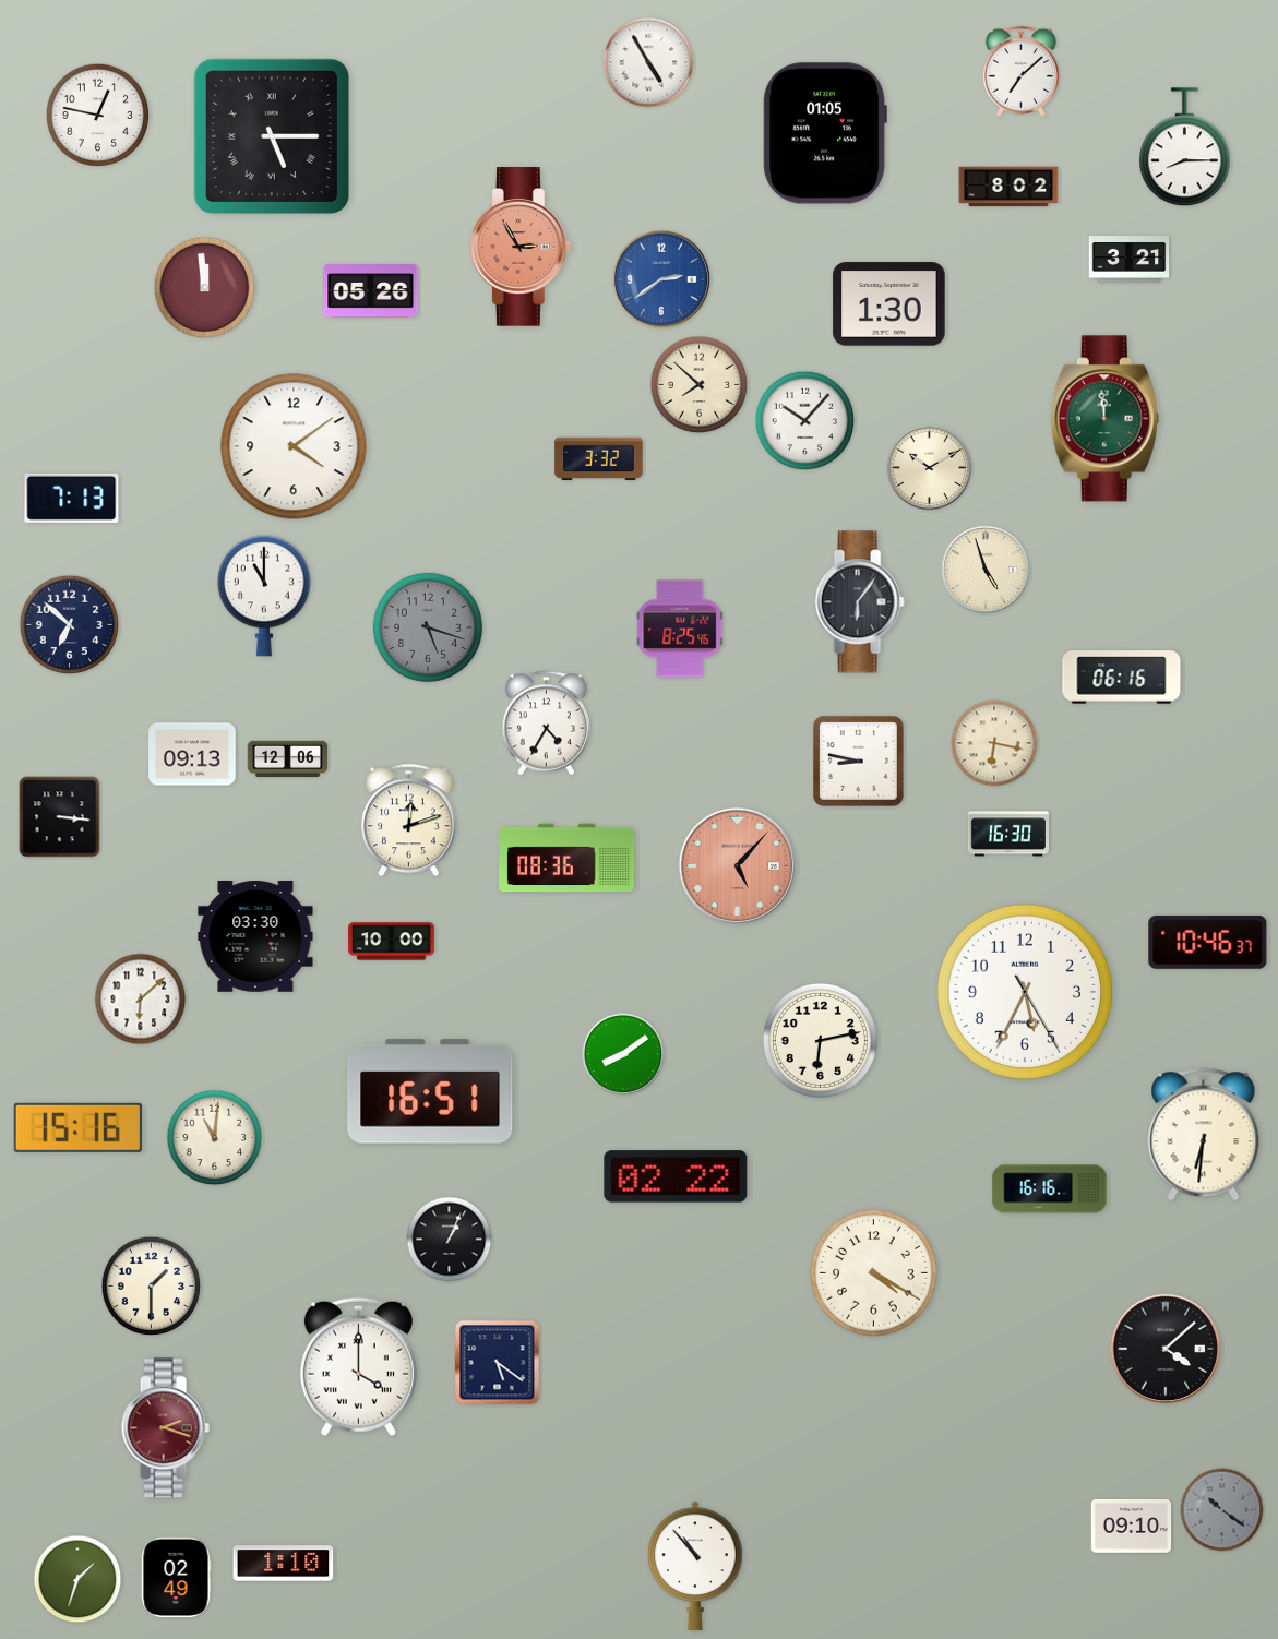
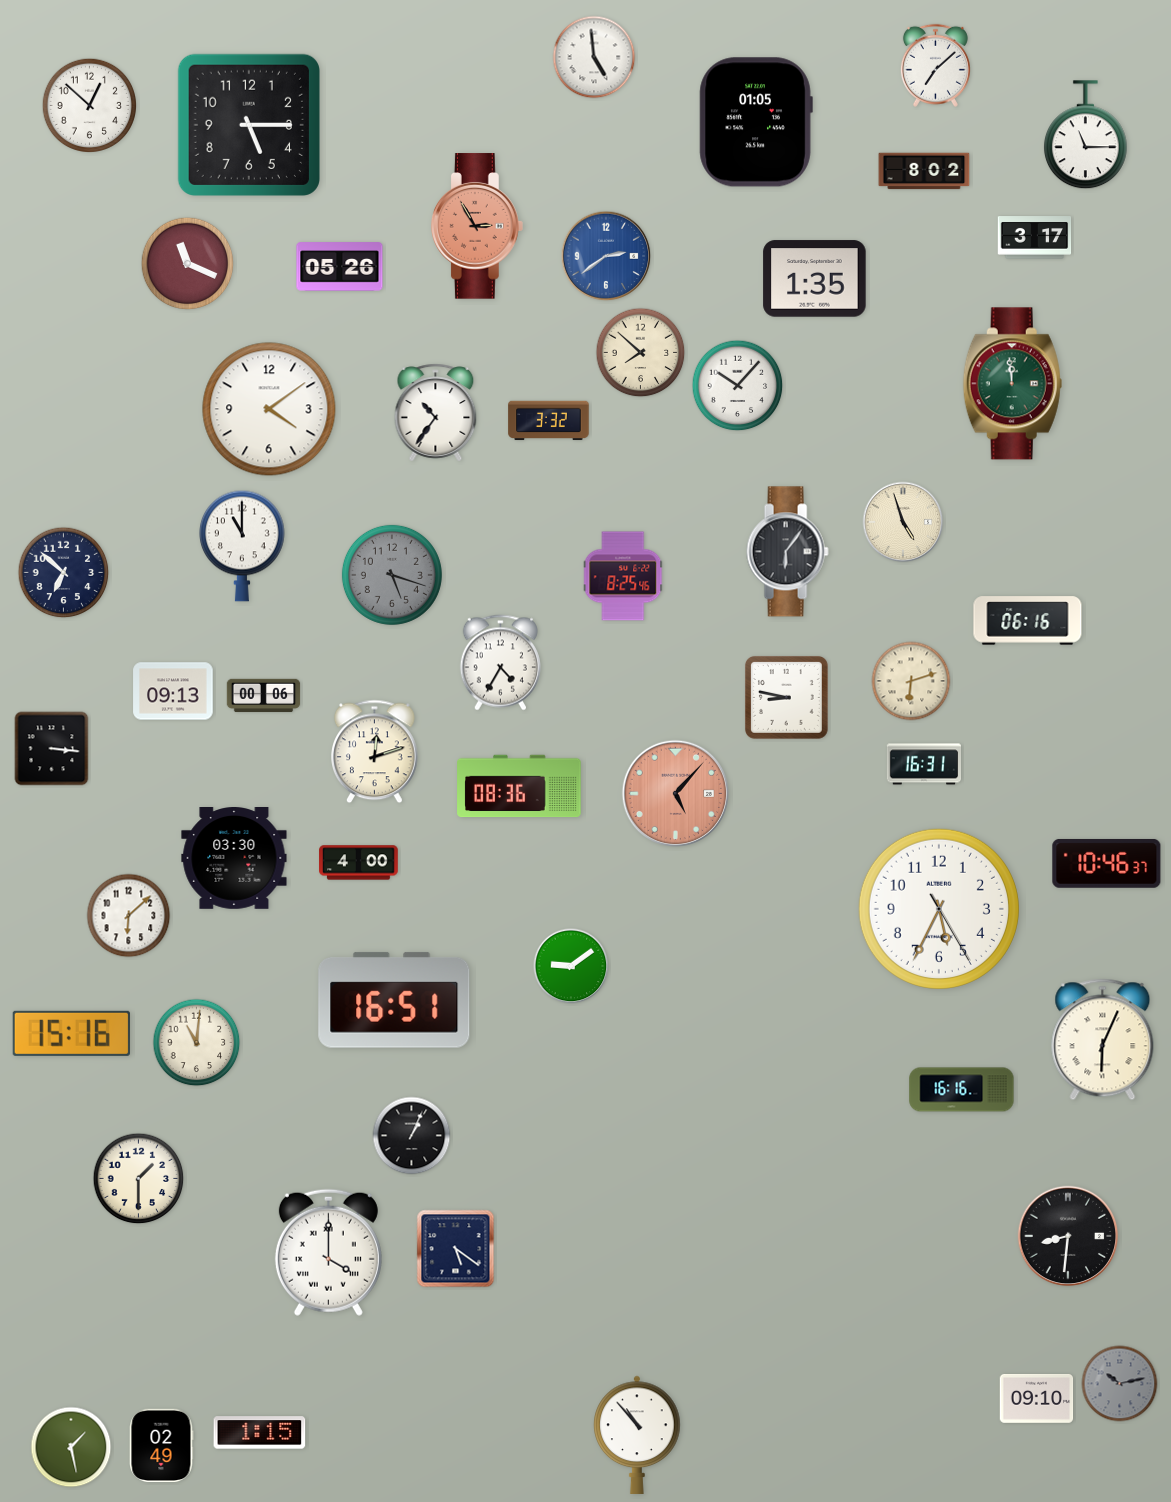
clock at (648, 62): 4:55 -> 4:59
clock at (98, 116): 12:47 -> 12:52
clock at (272, 136) numerals: Roman -> Arabic
clock at (1184, 147): 8:15 -> 11:15
clock at (1130, 260): 3:21 -> 3:17
clock at (205, 288): 11:59 -> 11:19
clock at (889, 304): 1:30 -> 1:35
clock at (436, 413): none -> 10:36
clock at (930, 468): 10:10 -> none
clock at (72, 498): 7:13 -> none
clock at (994, 743): 6:17 -> 6:12
clock at (192, 754) position: (192, 754) -> (173, 691)
clock at (288, 759): 12:06 -> 00:06
clock at (60, 817) position: (60, 817) -> (52, 749)
clock at (1007, 834): 16:30 -> 16:31
clock at (392, 942): 10:00 -> 4:00
clock at (820, 1040): 6:13 -> none
clock at (623, 1054): 8:09 -> 9:09
clock at (1204, 1135): 6:31 -> 6:04
clock at (676, 1176): 02:22 -> none
clock at (874, 1273): 4:20 -> none
clock at (1166, 1349): 4:08 -> 8:31
clock at (165, 1428): 2:18 -> none
clock at (1222, 1510): 10:21 -> 10:13
clock at (284, 1564): 1:10 -> 1:15
clock at (77, 1579): 1:33 -> 1:28
